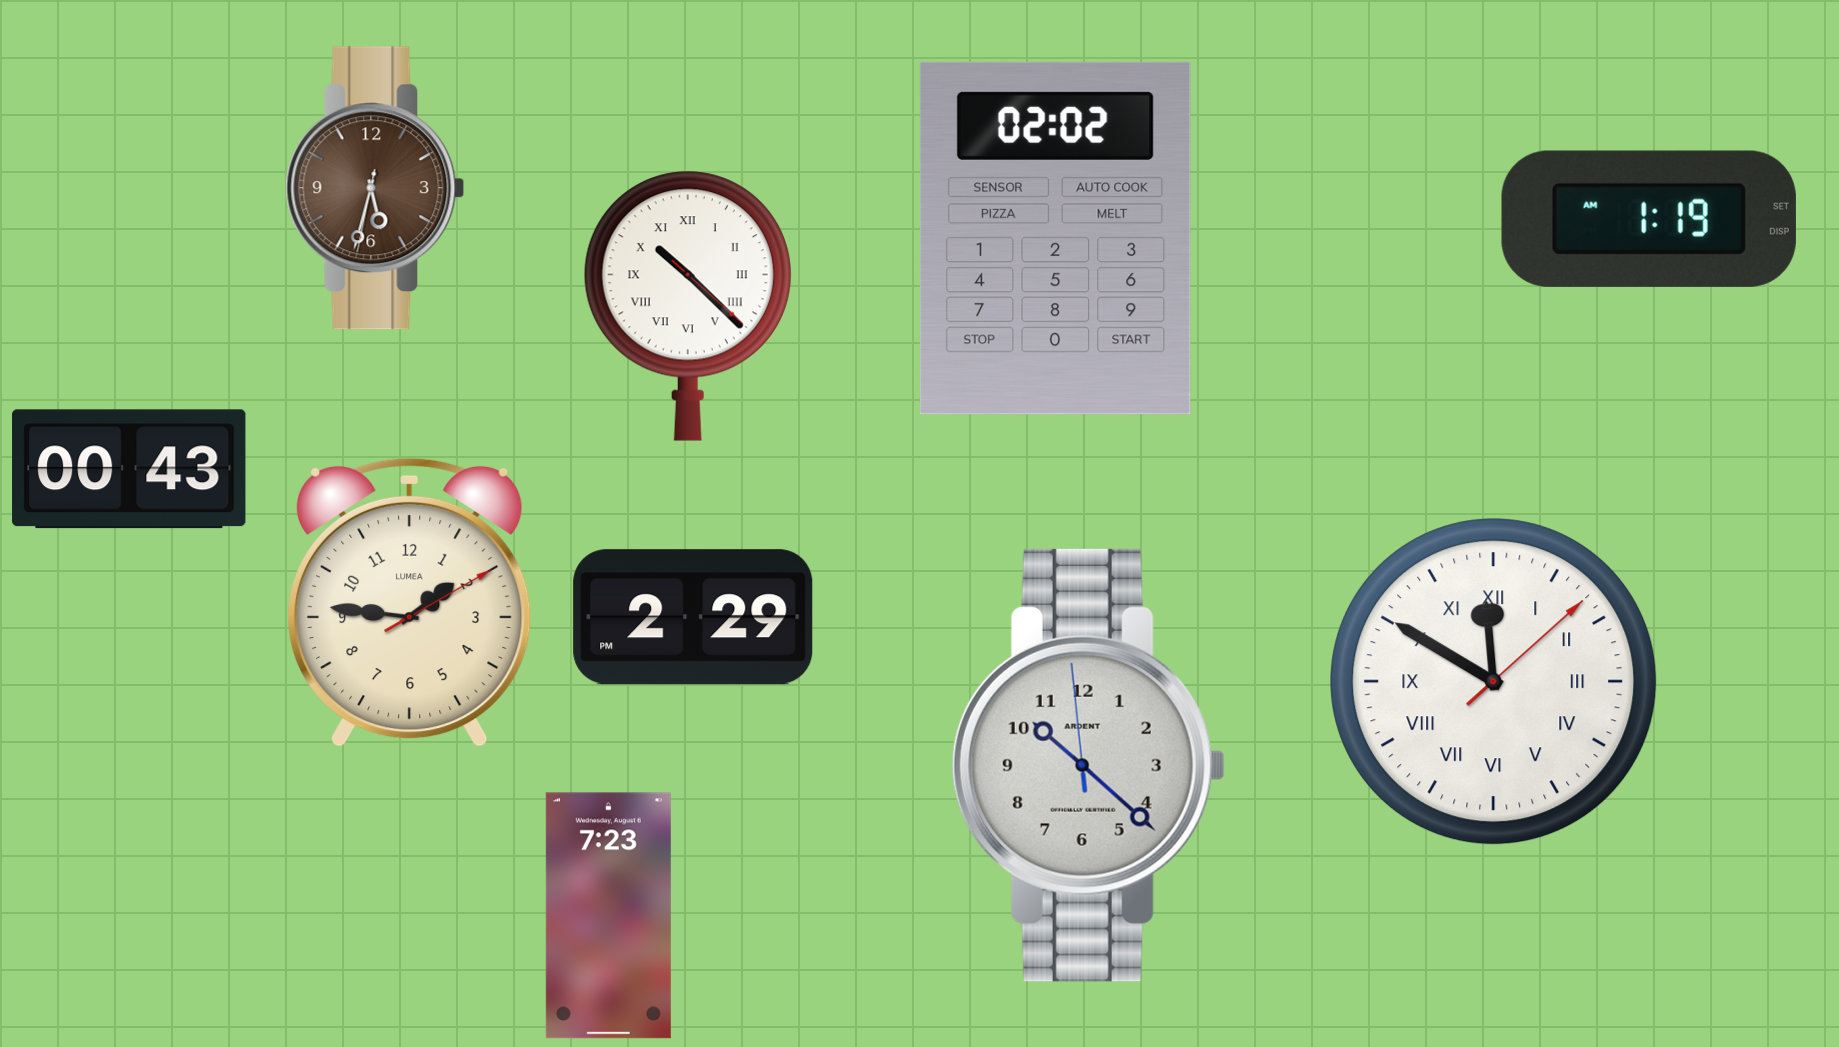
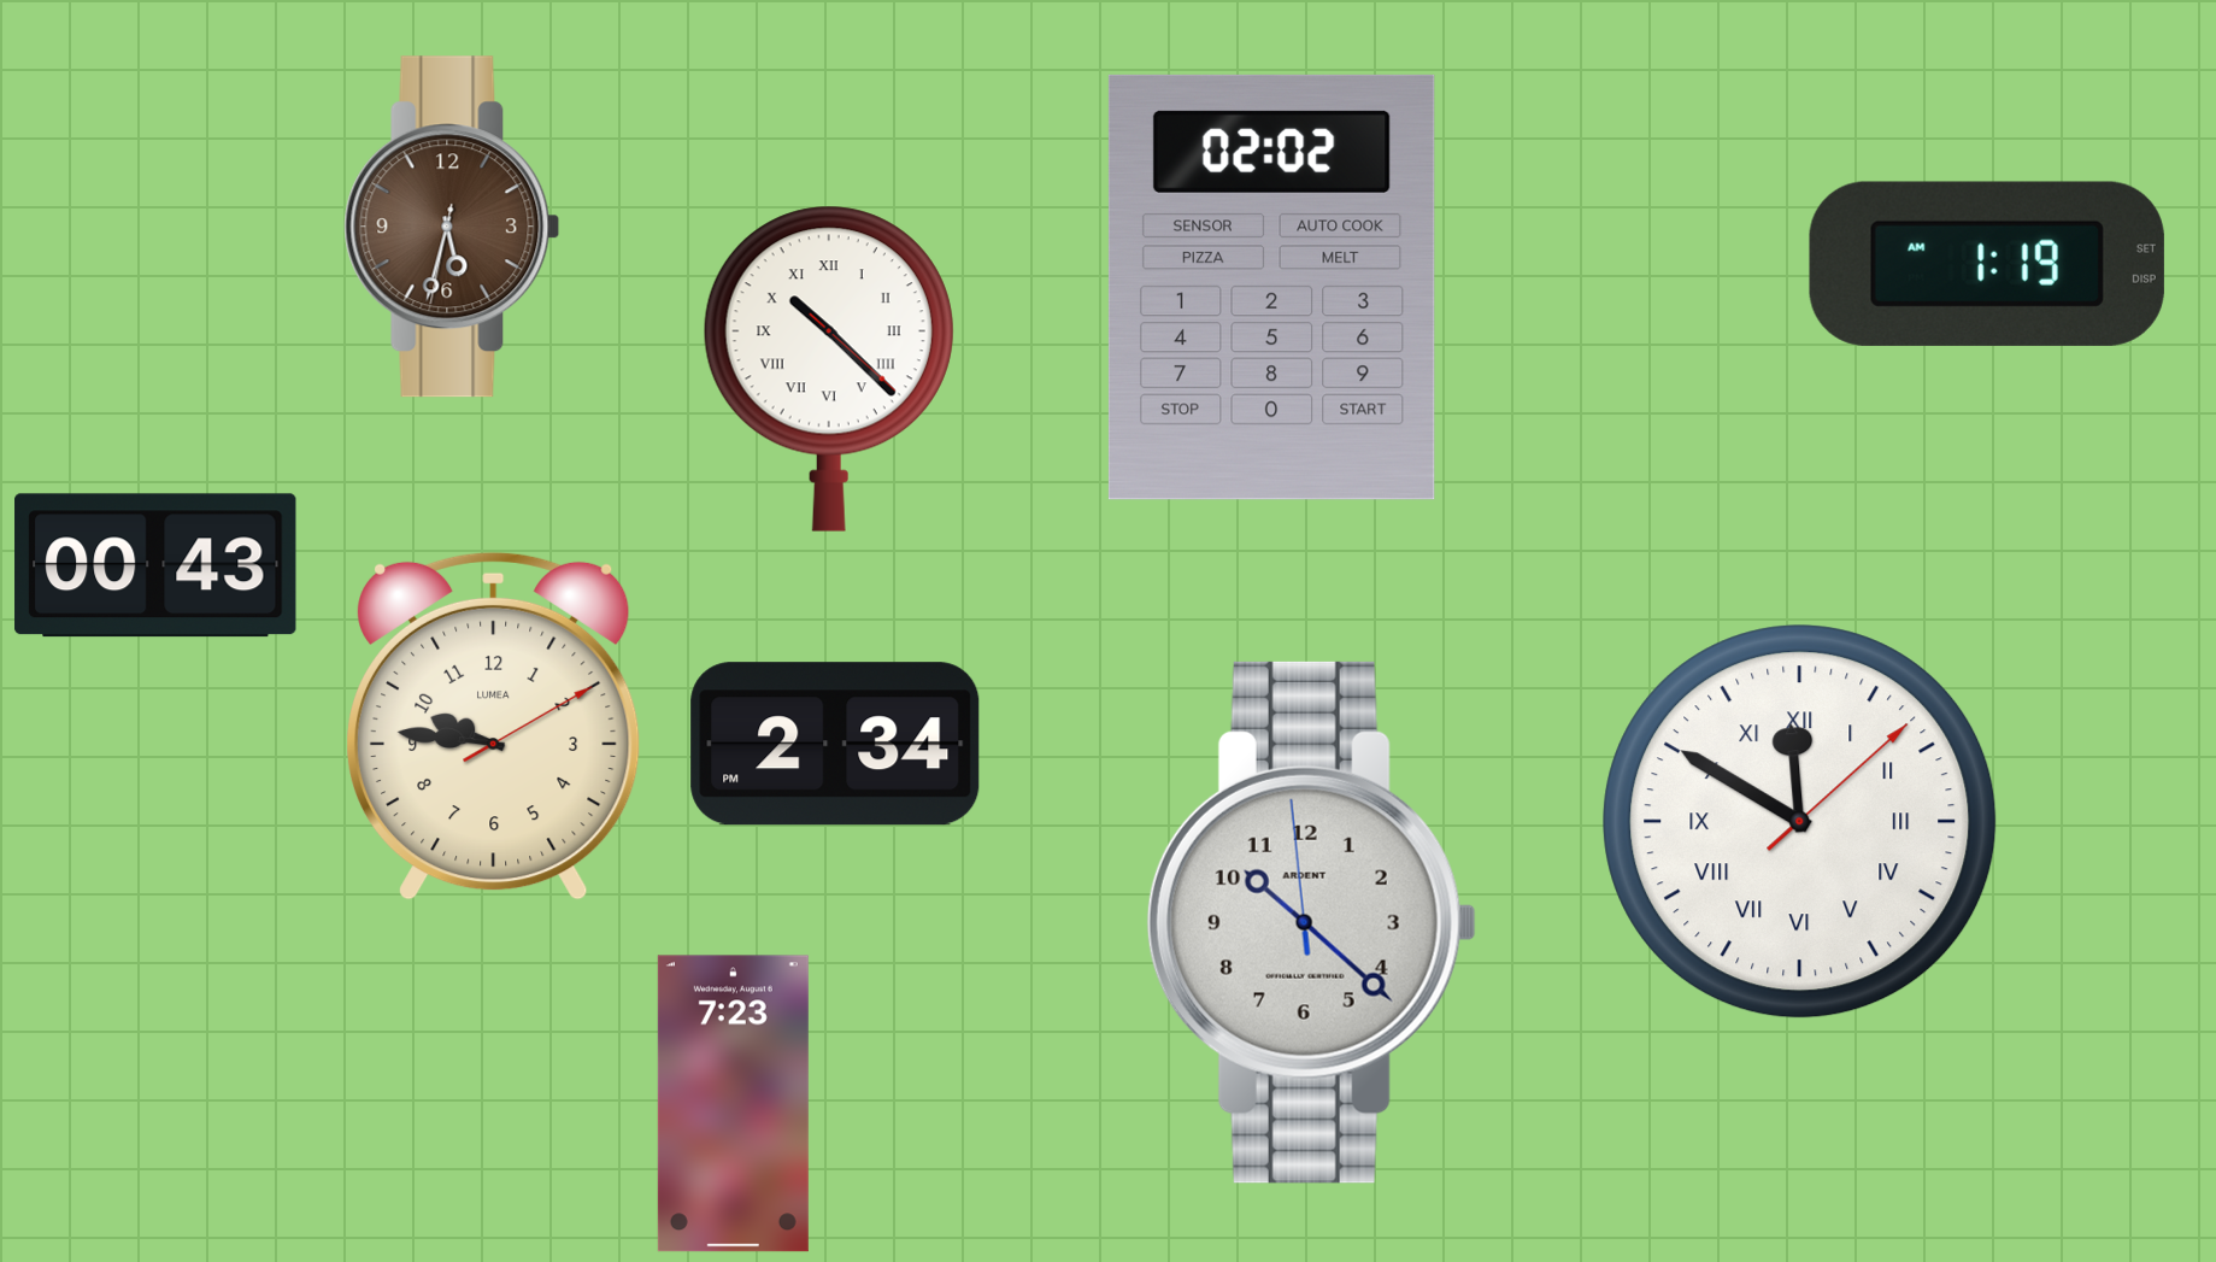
clock at (410, 602): 1:46 -> 9:46
clock at (693, 617): 2:29 -> 2:34
